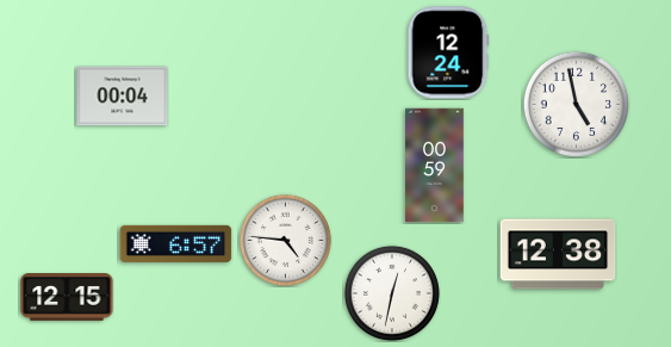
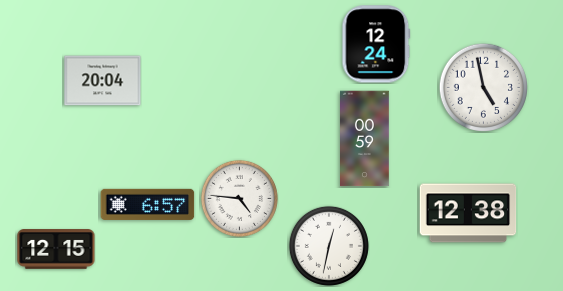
clock at (123, 97): 00:04 -> 20:04
clock at (285, 240) position: (285, 240) -> (239, 198)
